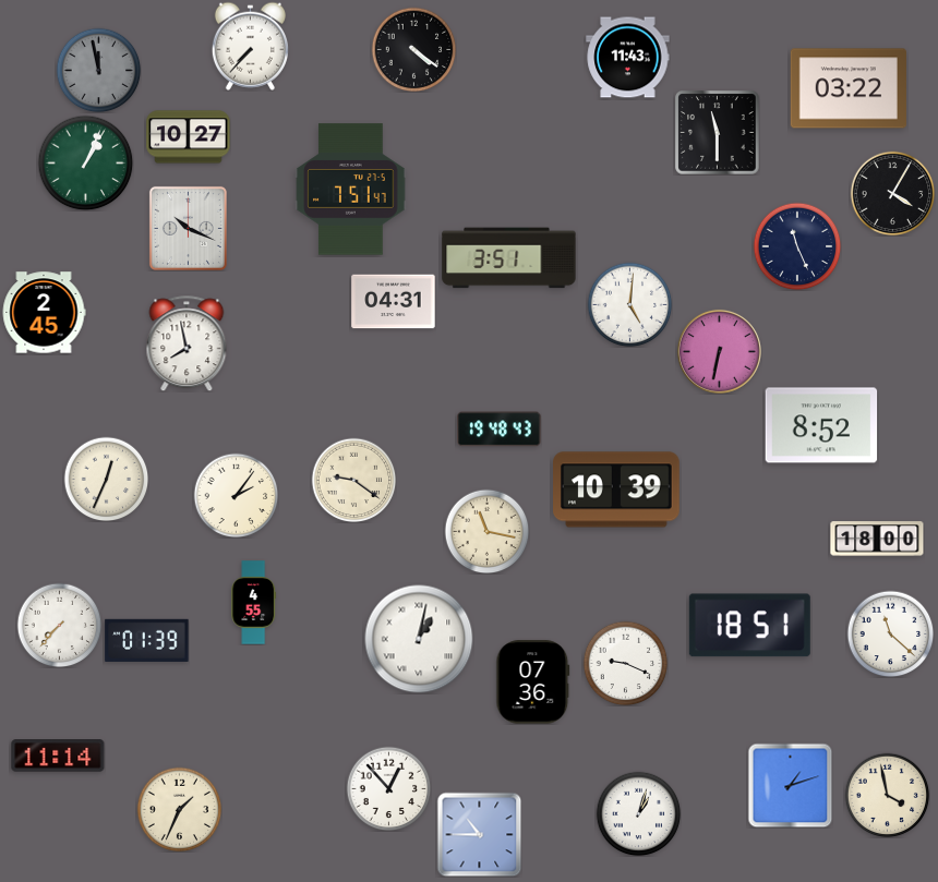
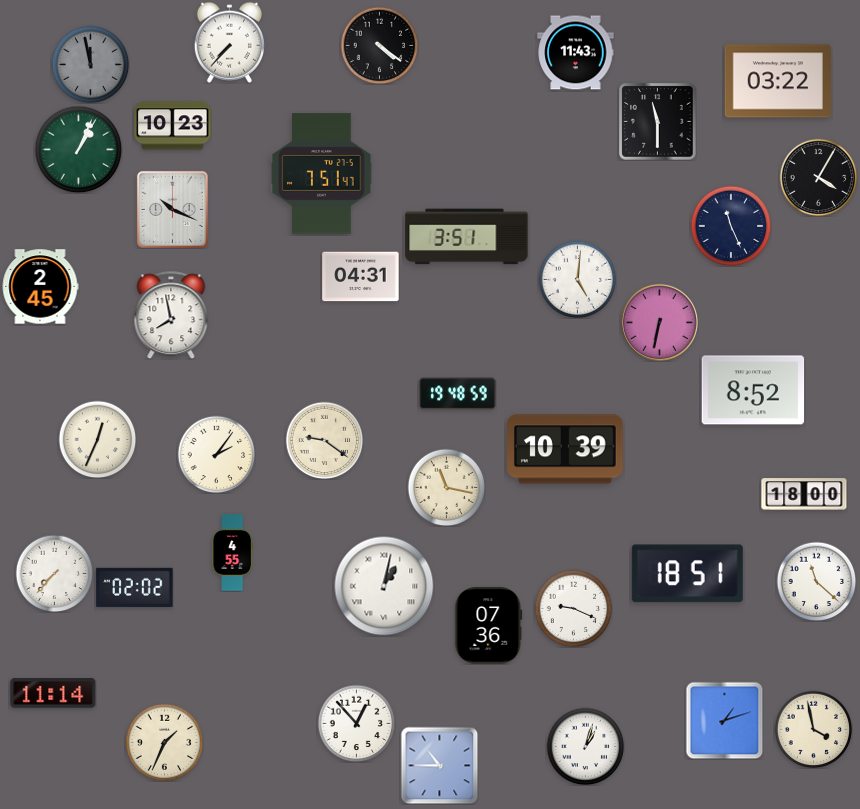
clock at (189, 137): 10:27 -> 10:23
clock at (500, 430): 19:48:43 -> 19:48:59
clock at (147, 640): 01:39 -> 02:02
